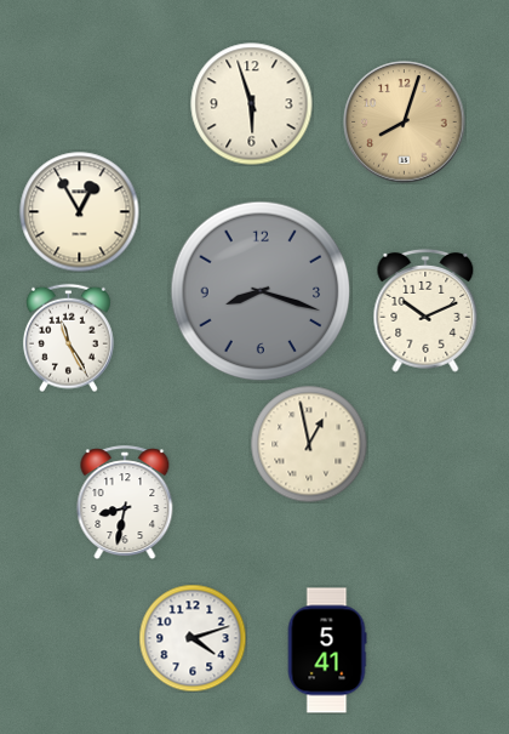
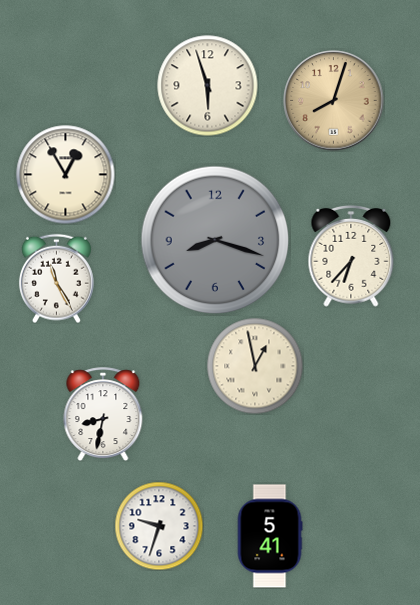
clock at (425, 311): 10:11 -> 6:37
clock at (193, 638): 4:12 -> 9:33
